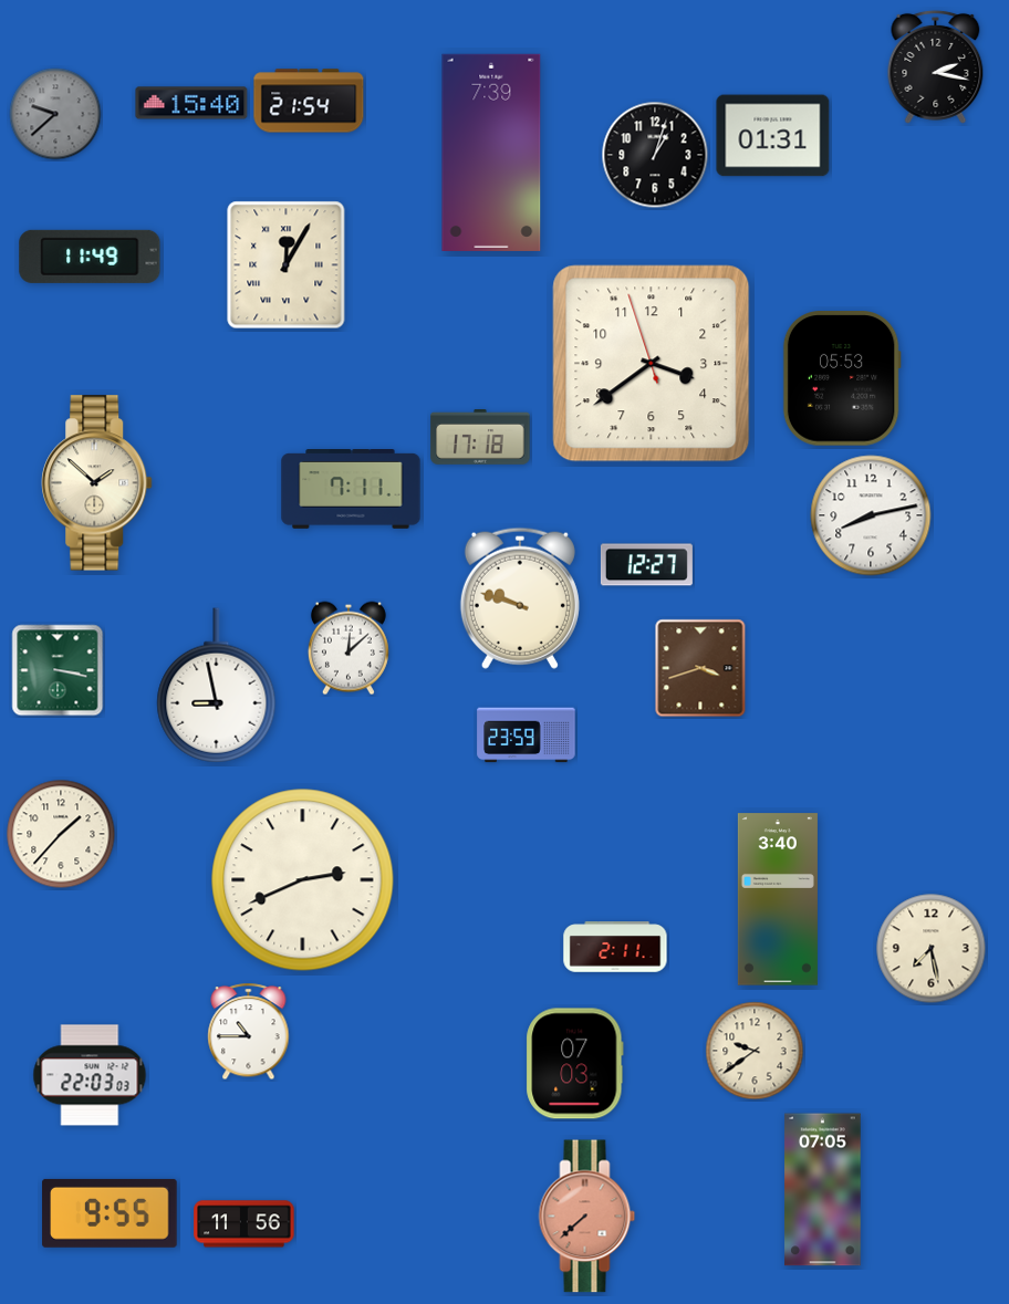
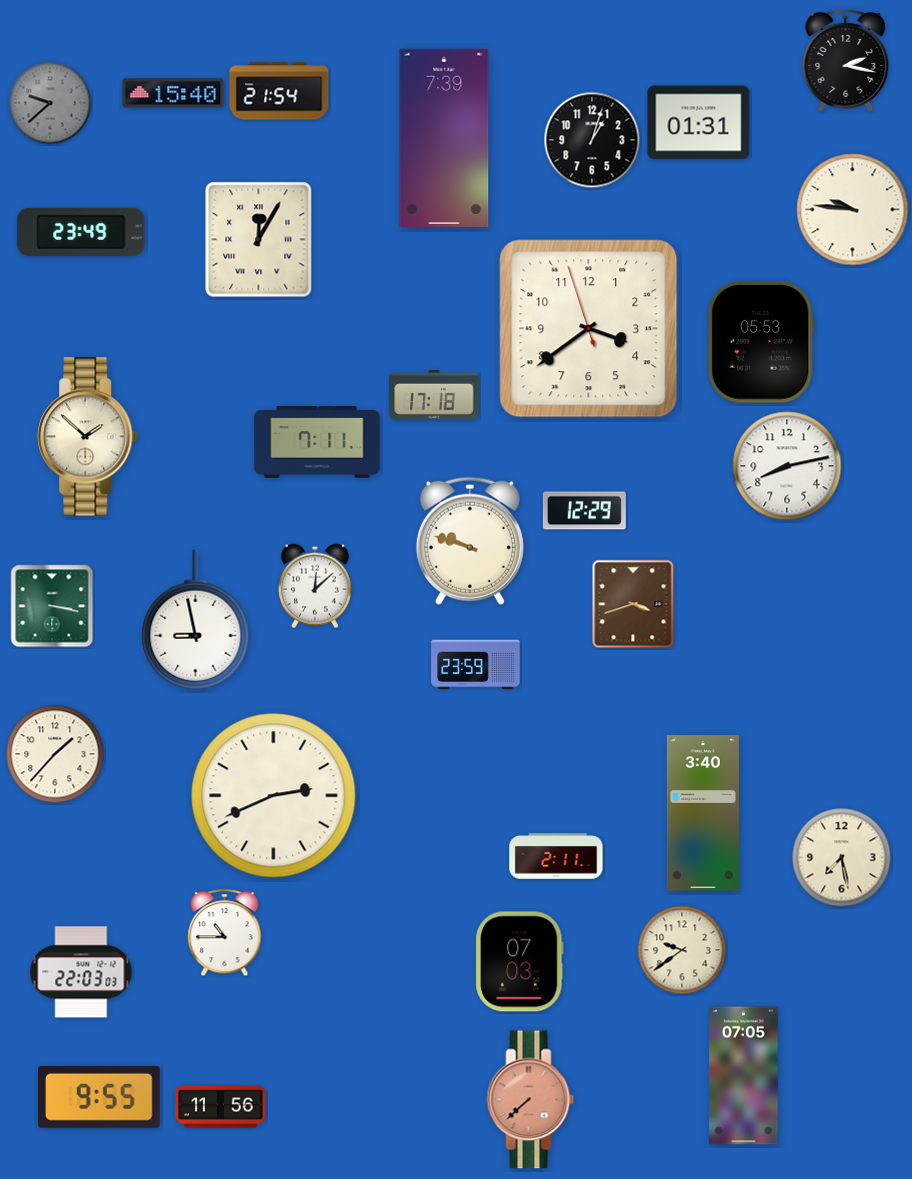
clock at (853, 210): none -> 9:46
clock at (90, 257): 11:49 -> 23:49
clock at (646, 565): 12:27 -> 12:29
